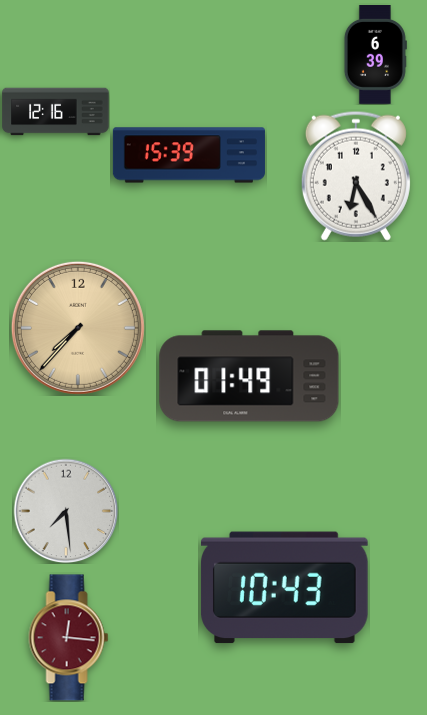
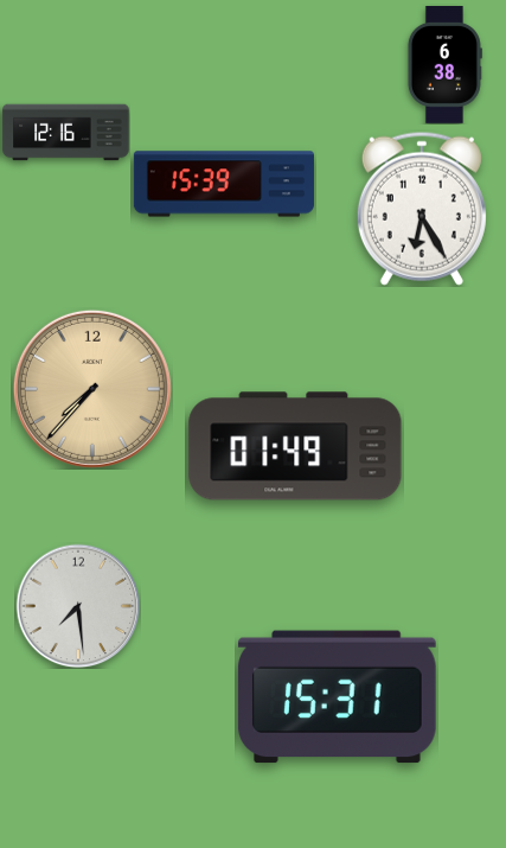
clock at (375, 55): 6:39 -> 6:38
clock at (284, 588): 10:43 -> 15:31
clock at (69, 638): 12:16 -> none
